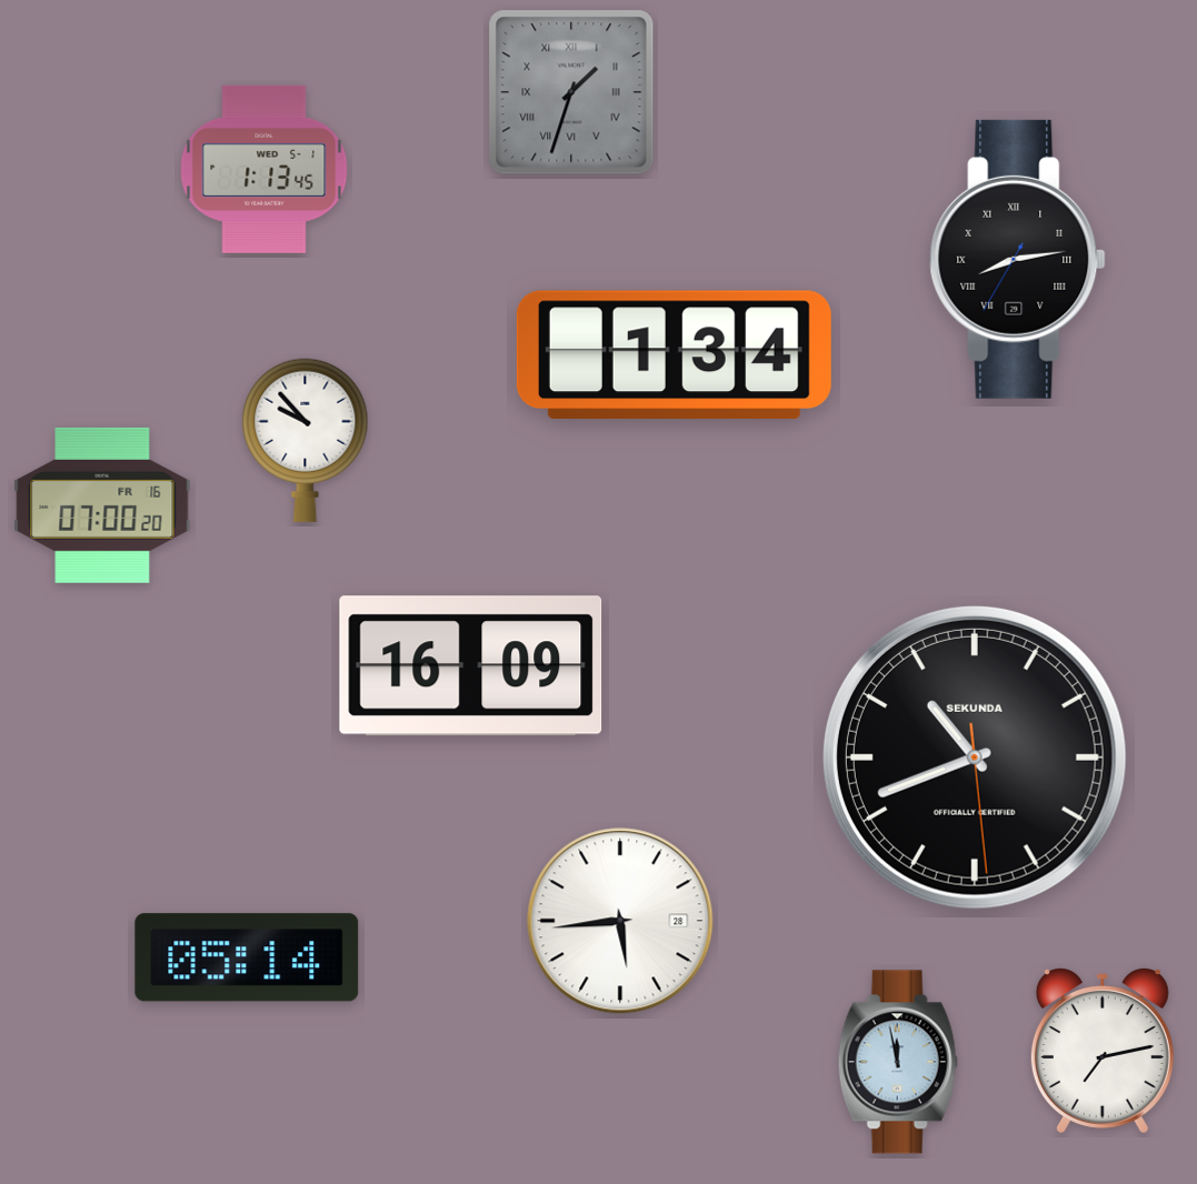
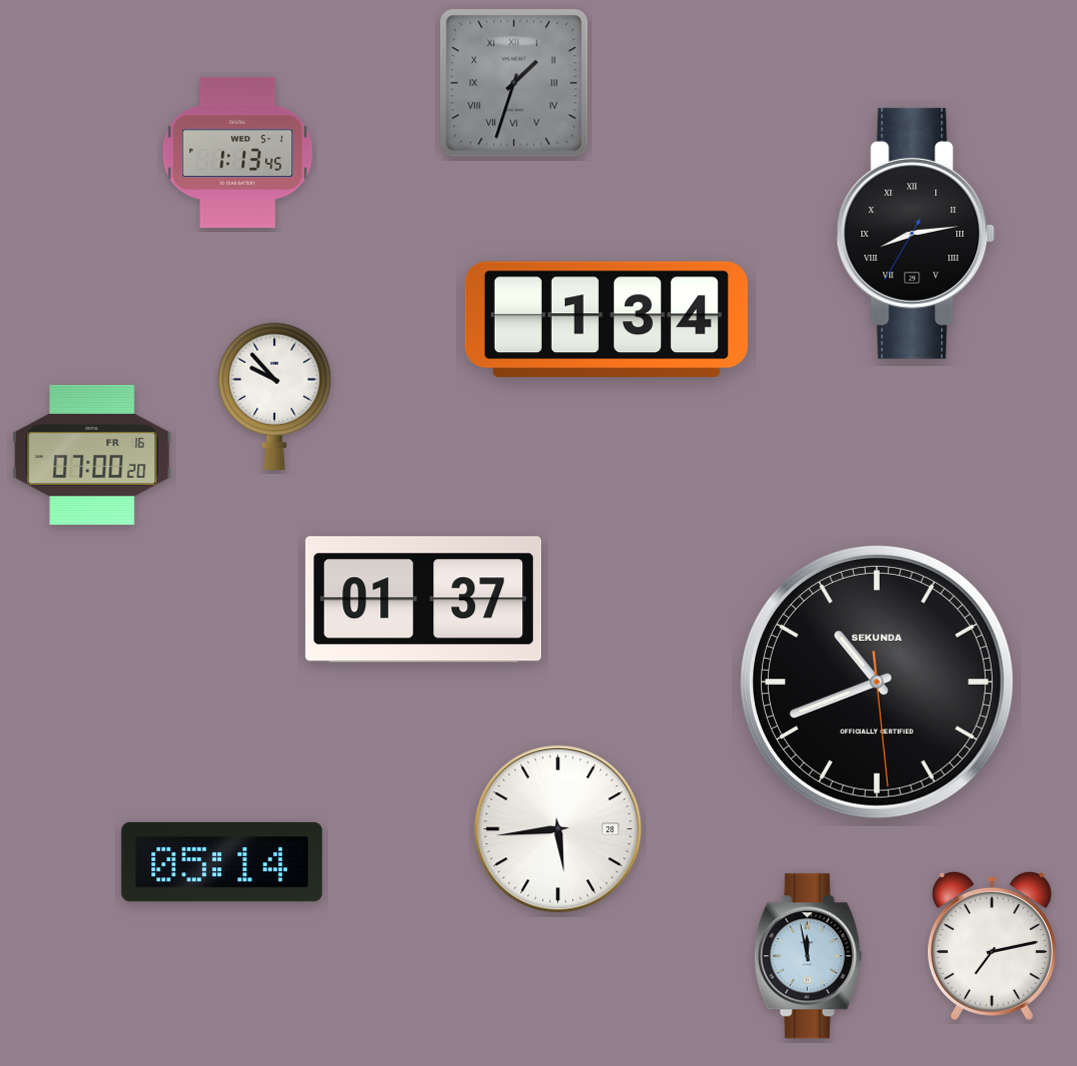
clock at (471, 666): 16:09 -> 01:37
